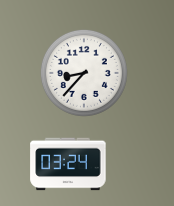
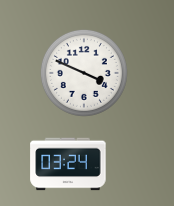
clock at (84, 73): 8:37 -> 3:49
